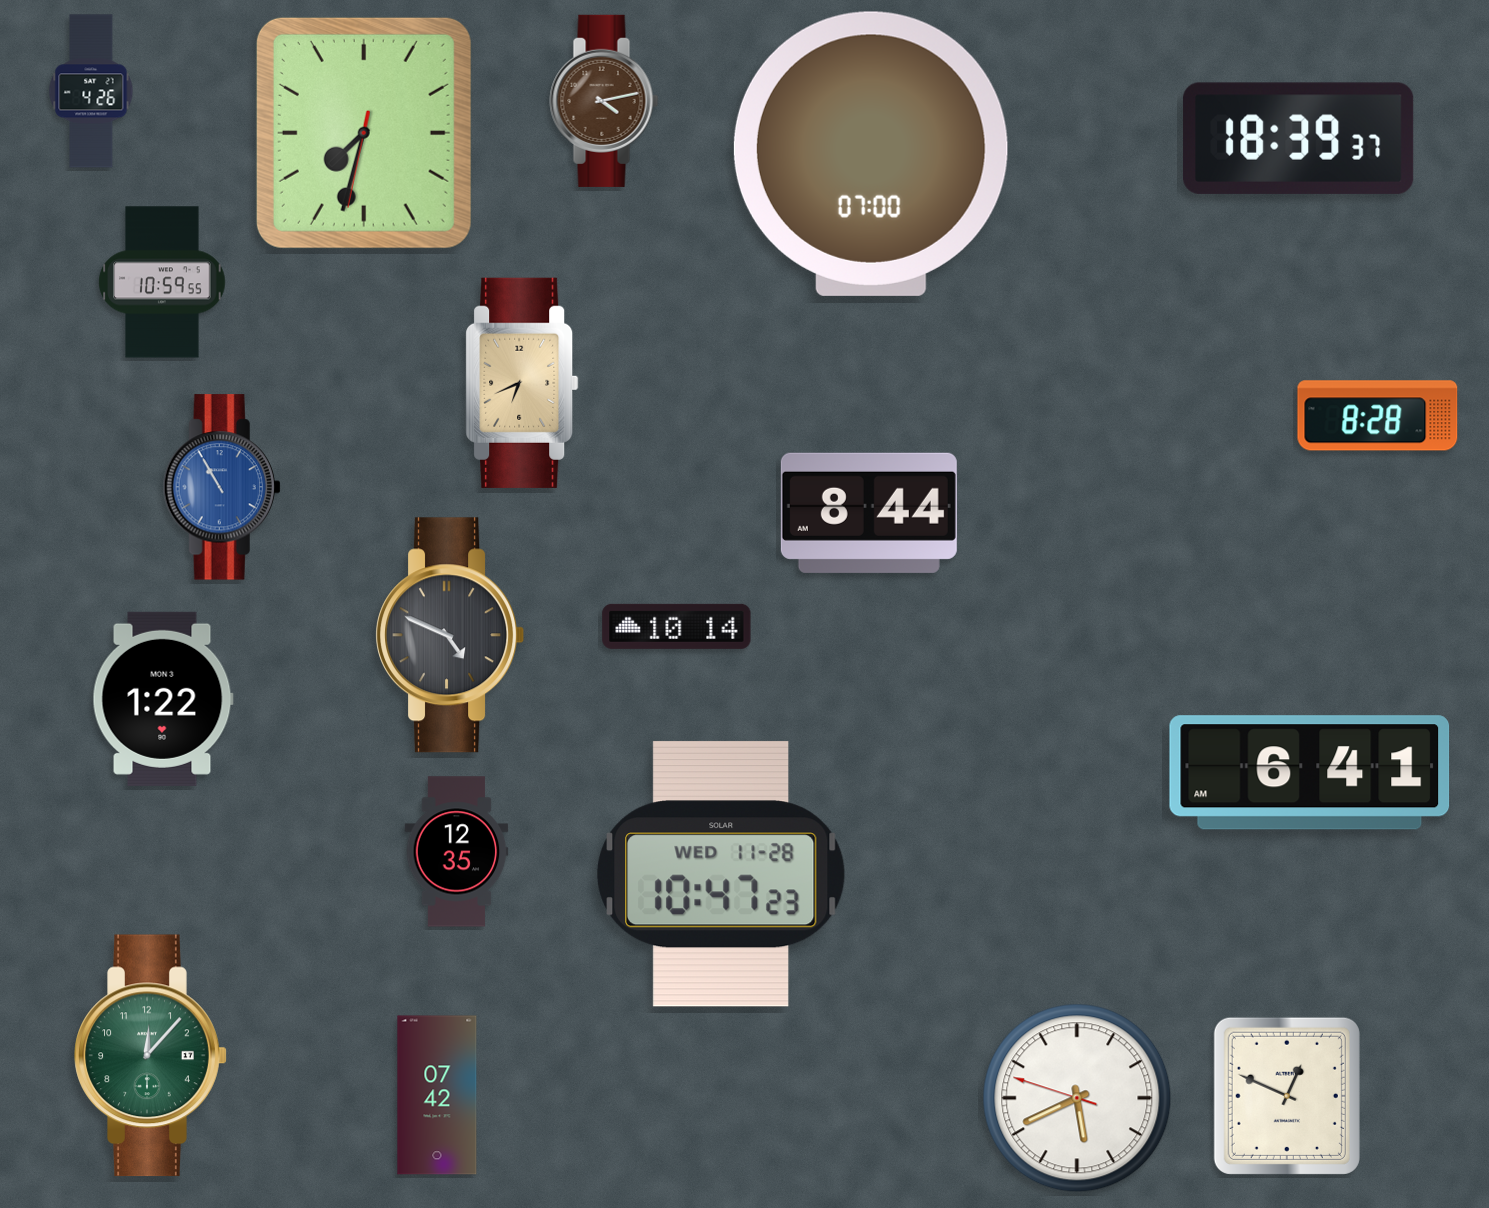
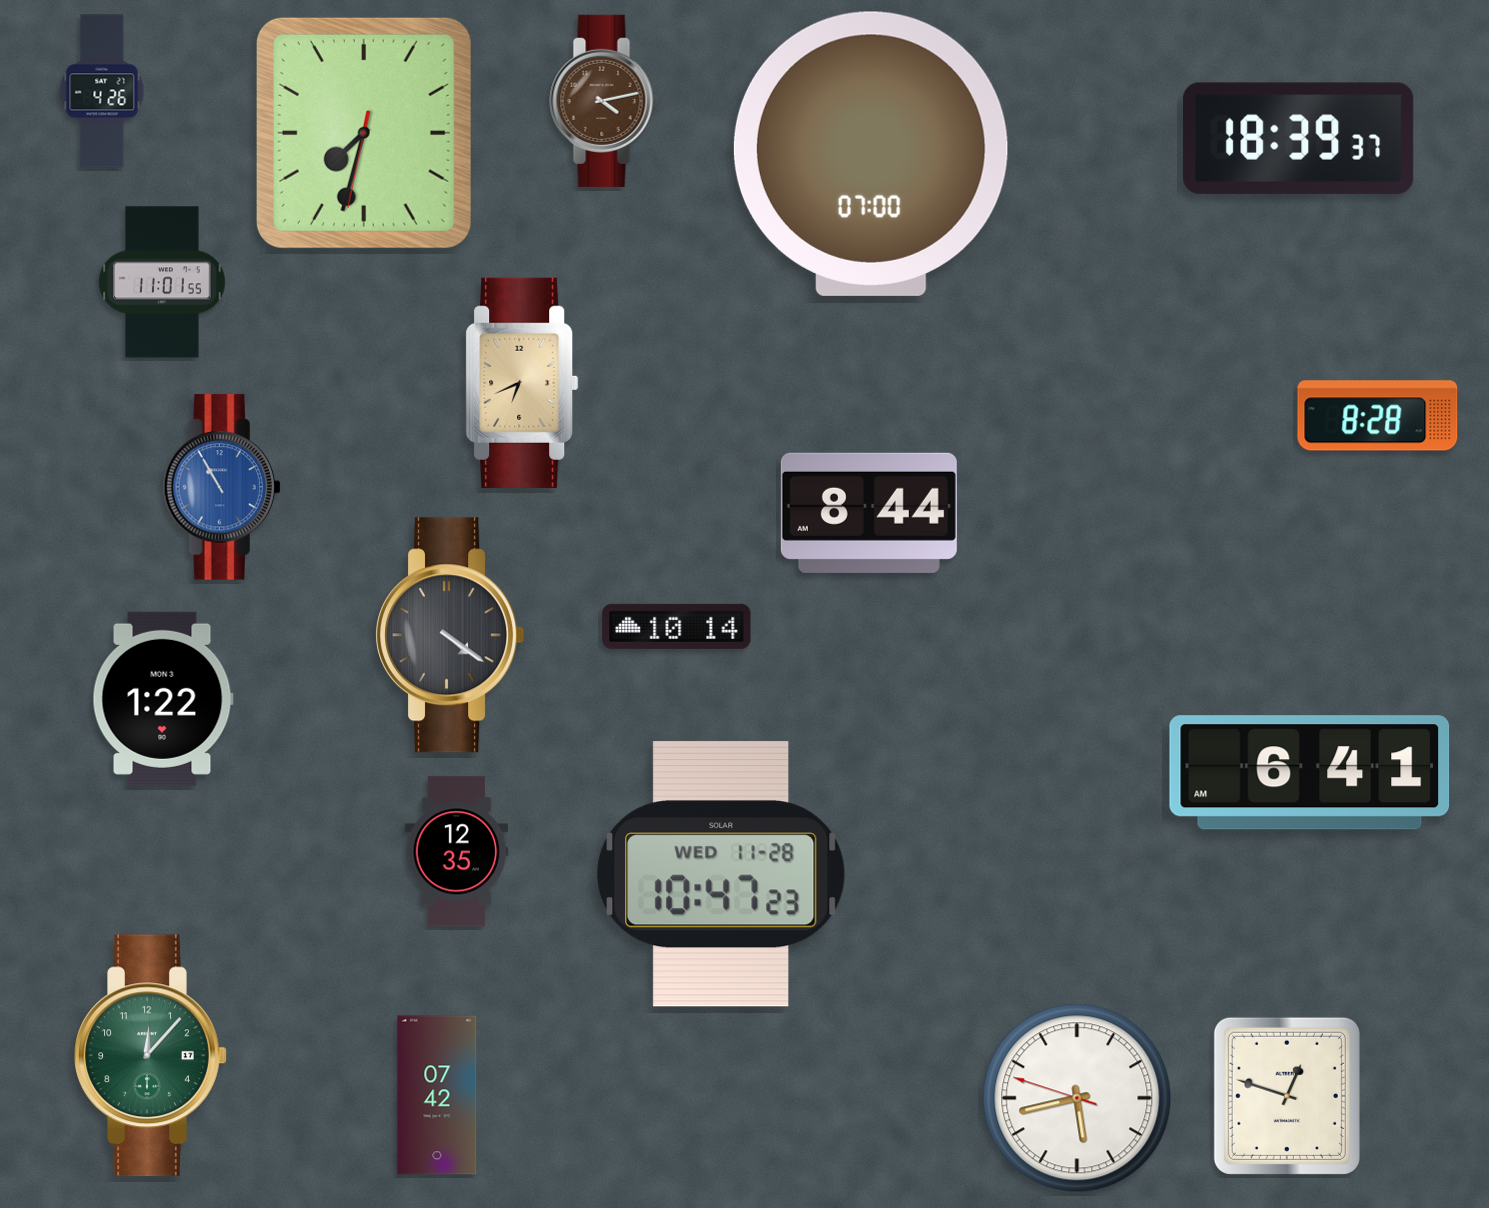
clock at (91, 91) position: (91, 91) -> (102, 91)
clock at (162, 282): 10:59 -> 11:01
clock at (450, 635): 4:49 -> 4:21
clock at (1287, 1096): 12:49 -> 12:48
clock at (1077, 1098): 5:40 -> 5:42
